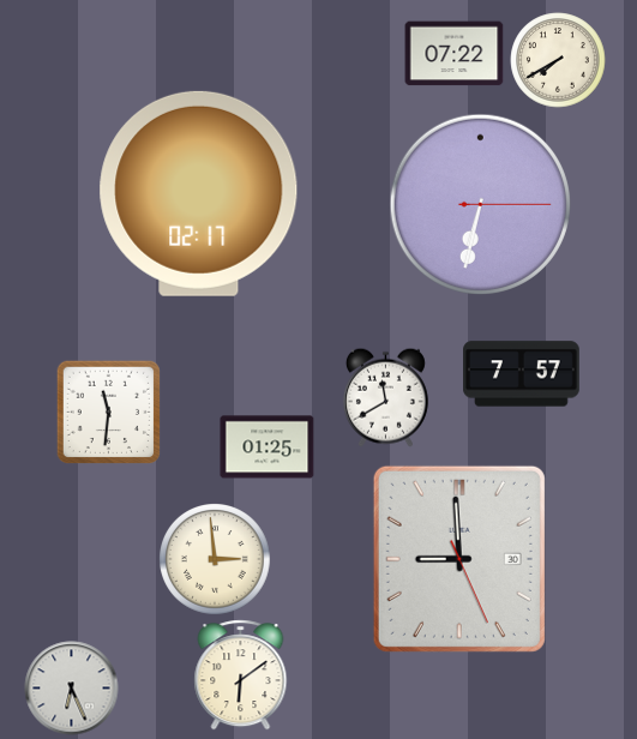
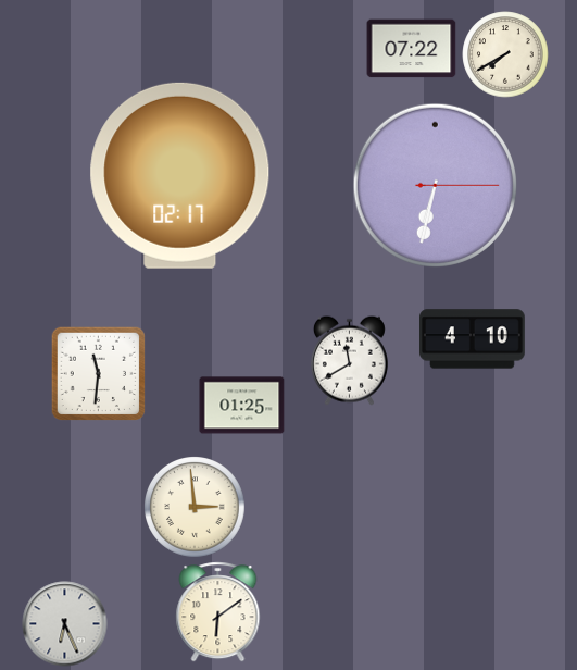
clock at (522, 374): 7:57 -> 4:10
clock at (459, 559): 8:59 -> none
